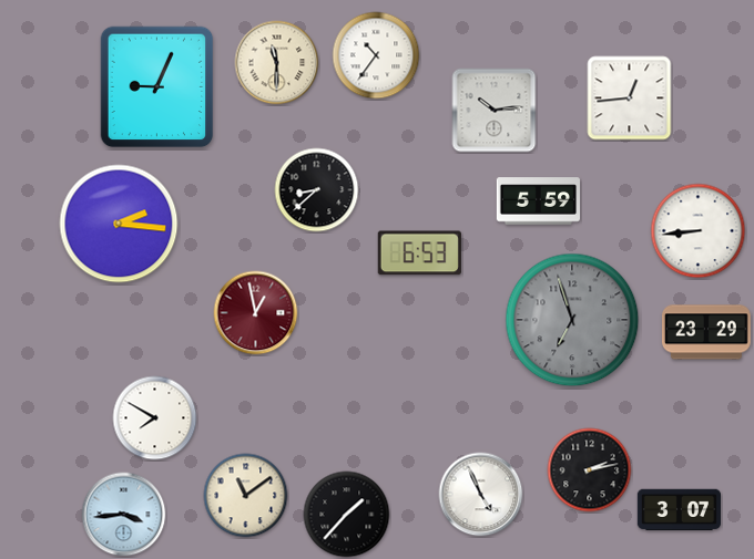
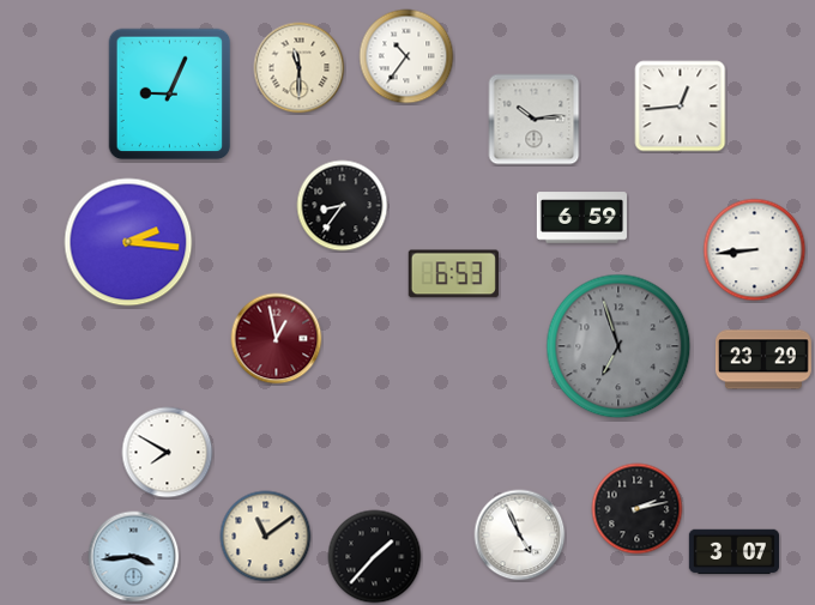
clock at (376, 55) position: (376, 55) -> (406, 56)
clock at (317, 190): 8:38 -> 8:36
clock at (538, 201): 5:59 -> 6:59
